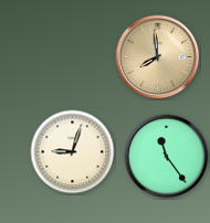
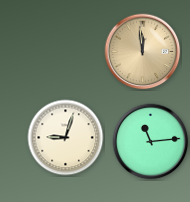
clock at (158, 57): 7:59 -> 11:59
clock at (167, 157): 11:24 -> 11:14
